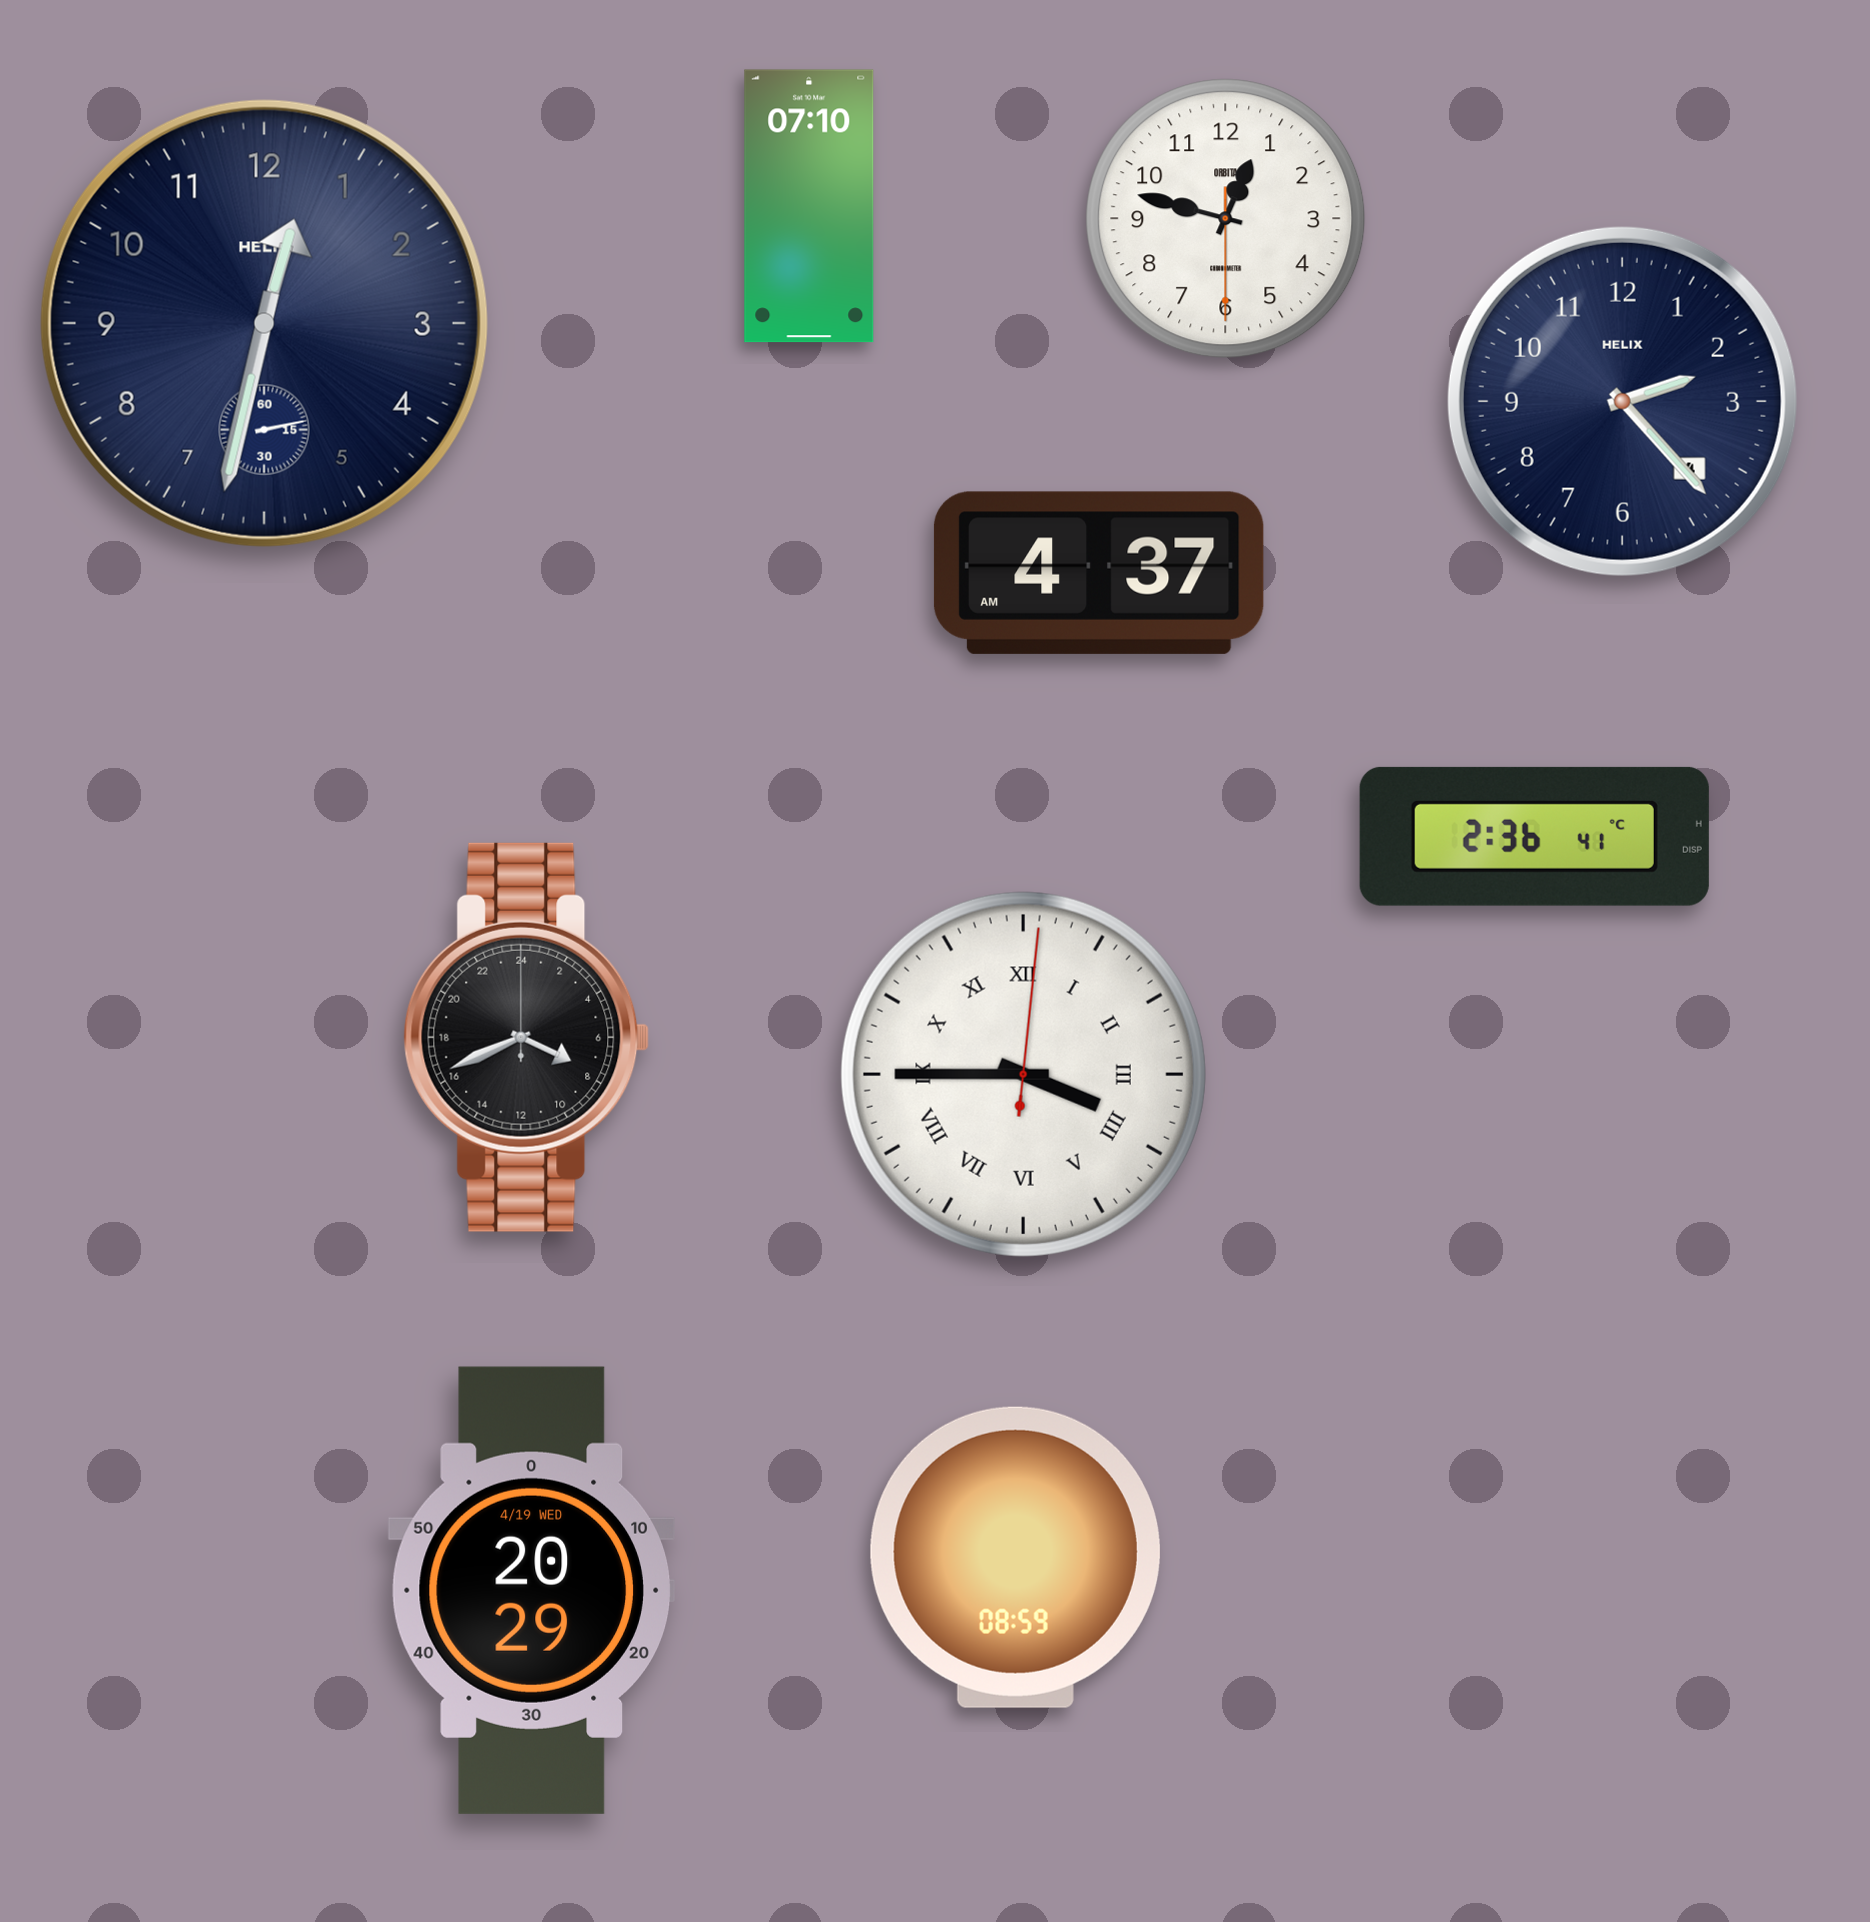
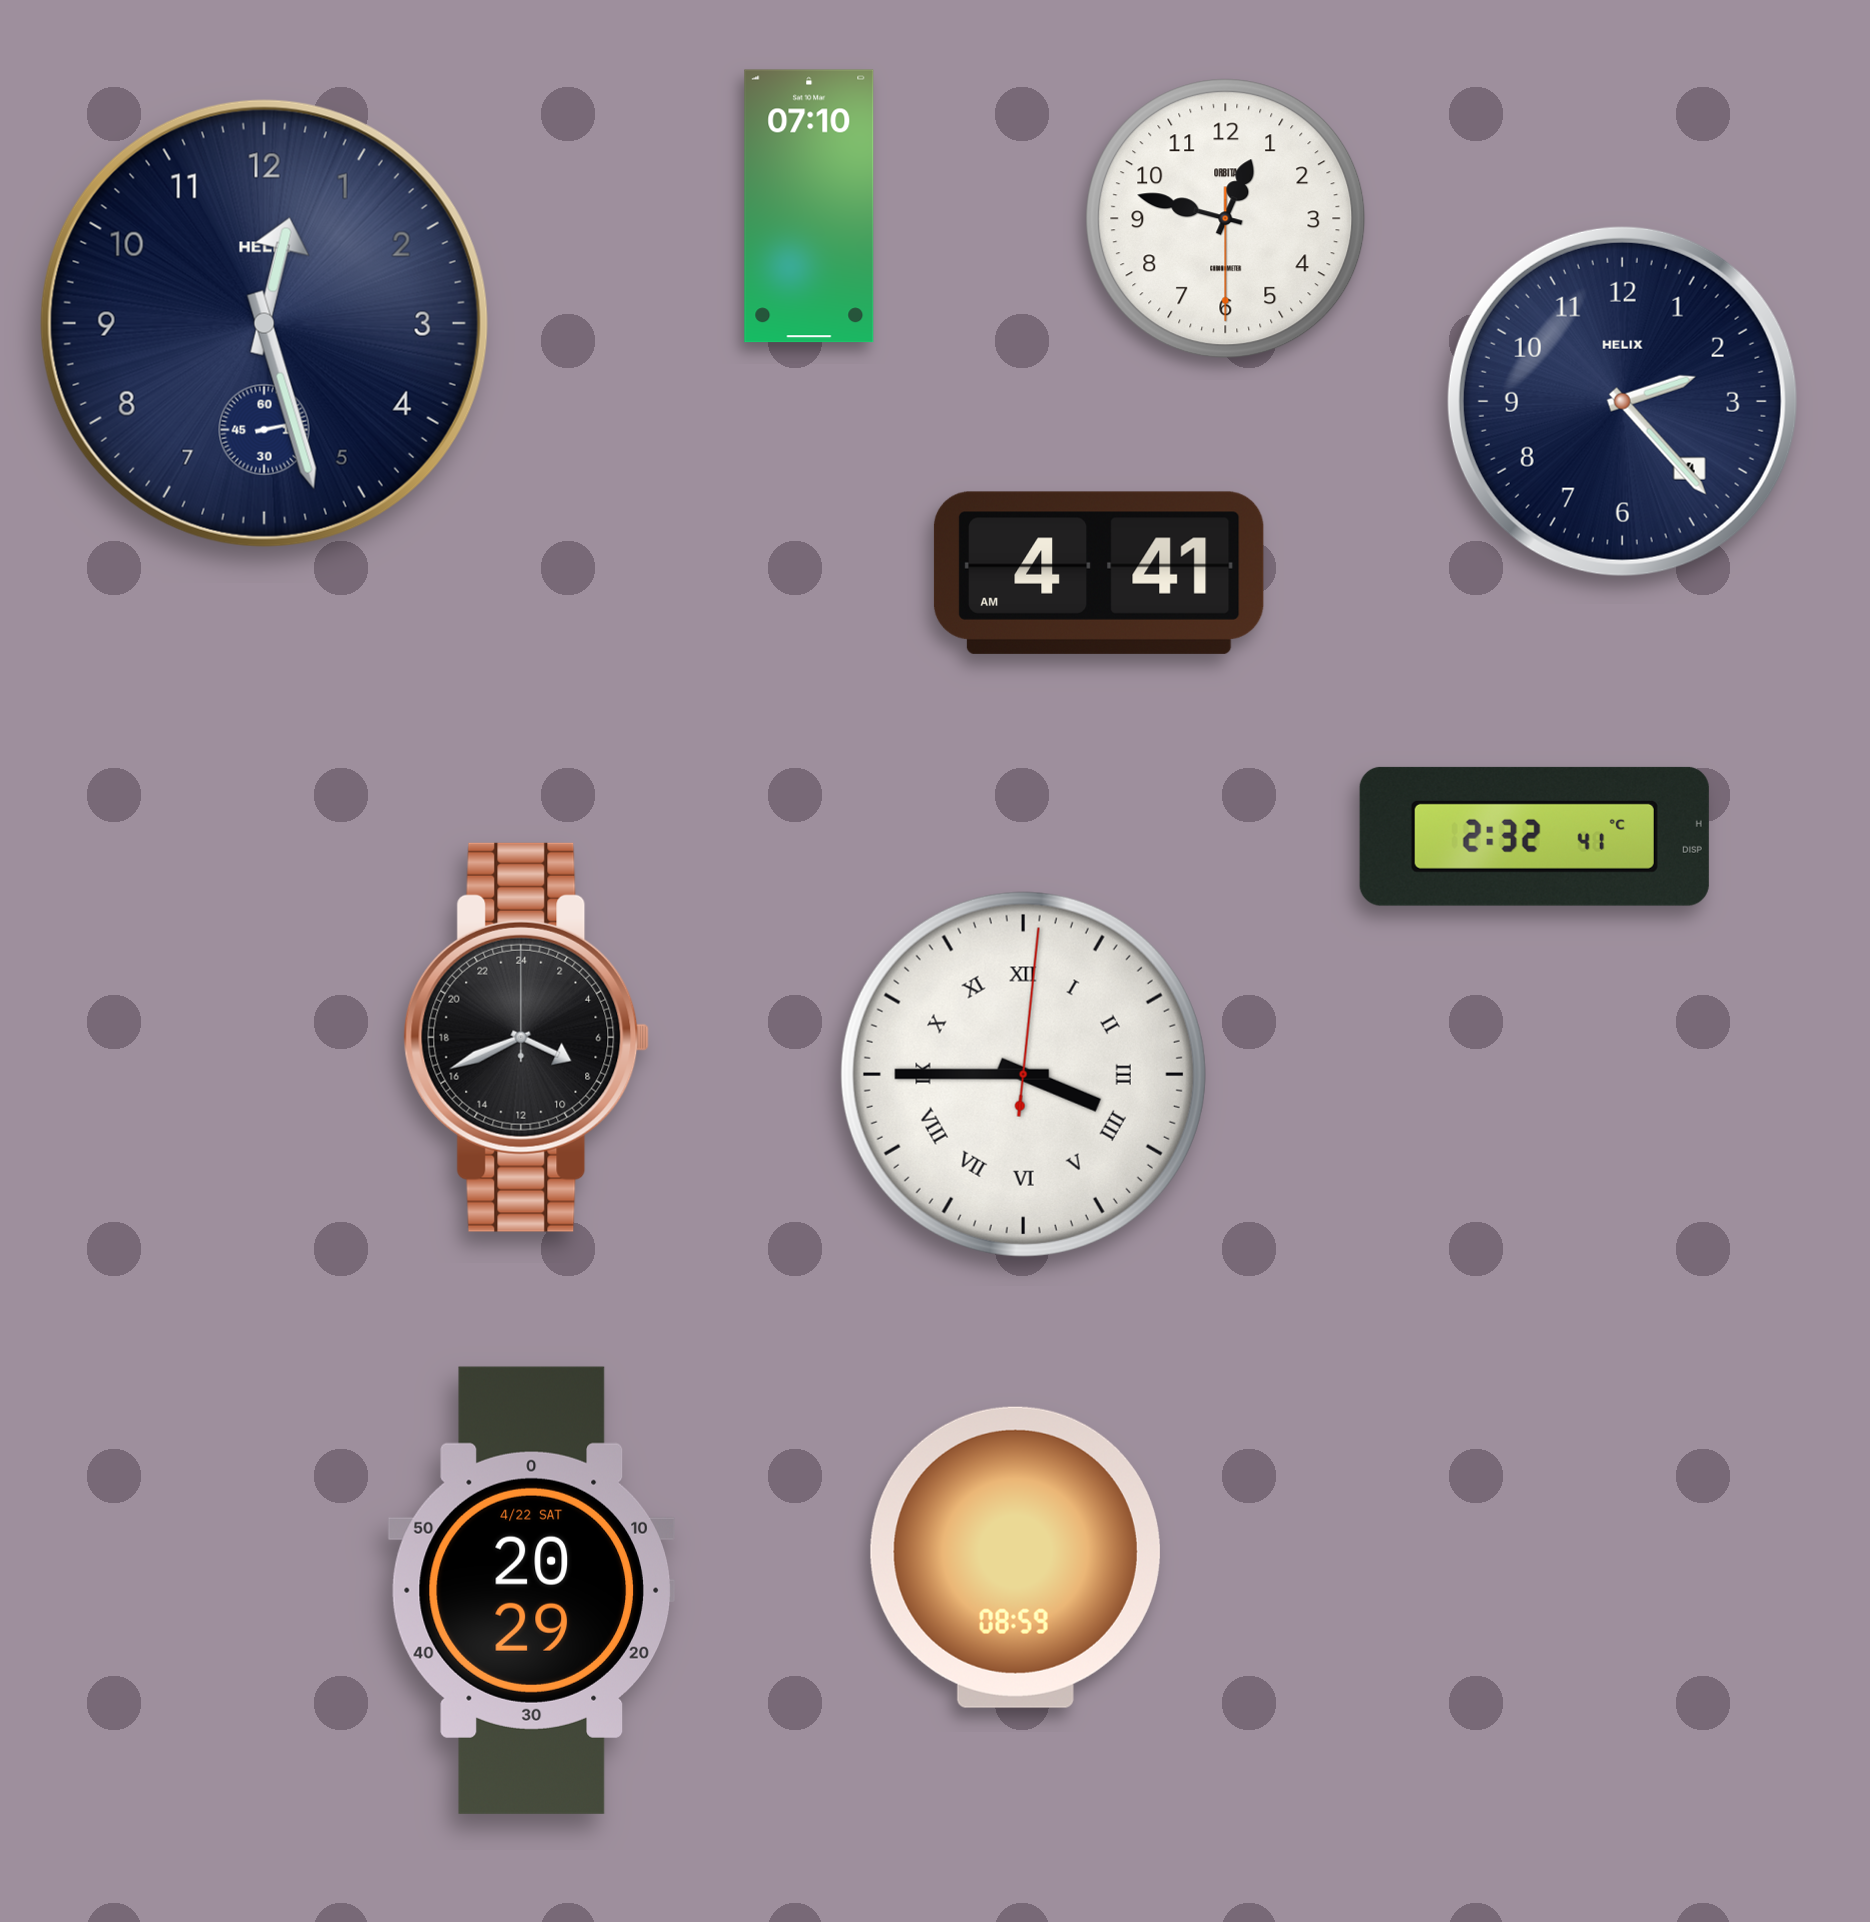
clock at (264, 323): 12:32 -> 12:27
clock at (1099, 573): 4:37 -> 4:41
clock at (1534, 836): 2:36 -> 2:32
clock at (531, 1590) date: 4/19 WED -> 4/22 SAT
